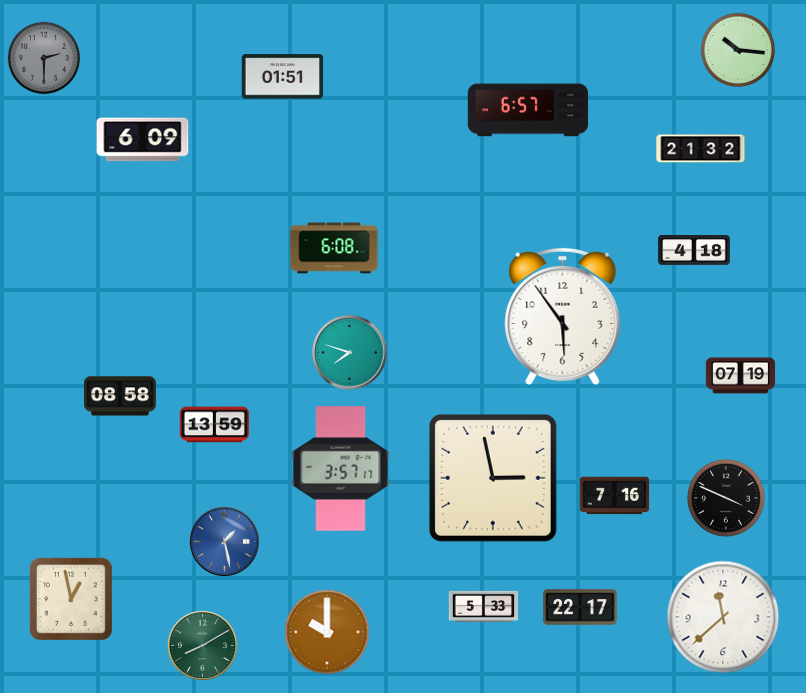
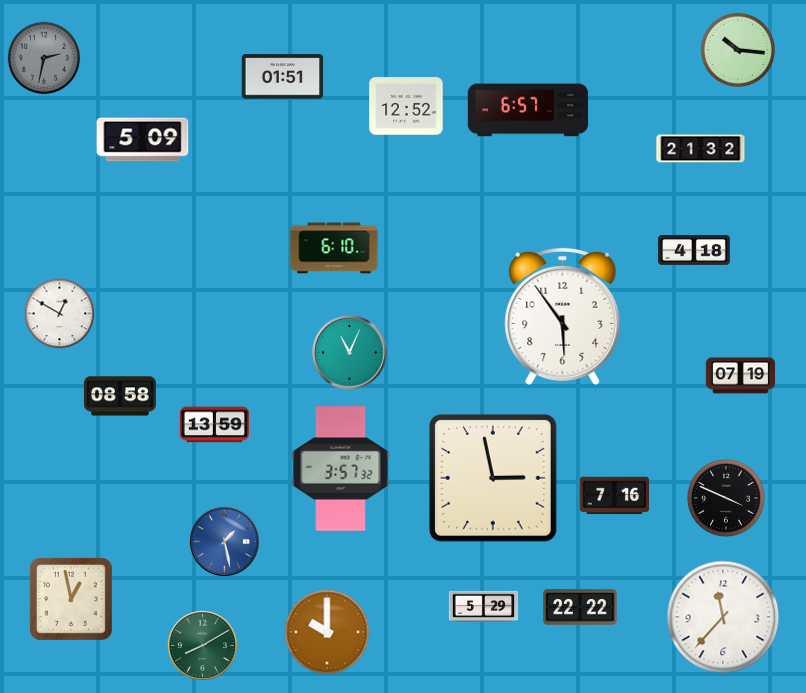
clock at (44, 58): 2:30 -> 2:32
clock at (406, 106): none -> 12:52
clock at (143, 140): 6:09 -> 5:09
clock at (334, 248): 6:08 -> 6:10
clock at (60, 314): none -> 12:50
clock at (350, 353): 7:48 -> 11:04
clock at (341, 469): 3:57:17 -> 3:57:32
clock at (484, 607): 5:33 -> 5:29
clock at (580, 607): 22:17 -> 22:22
clock at (723, 617): 11:38 -> 11:37
